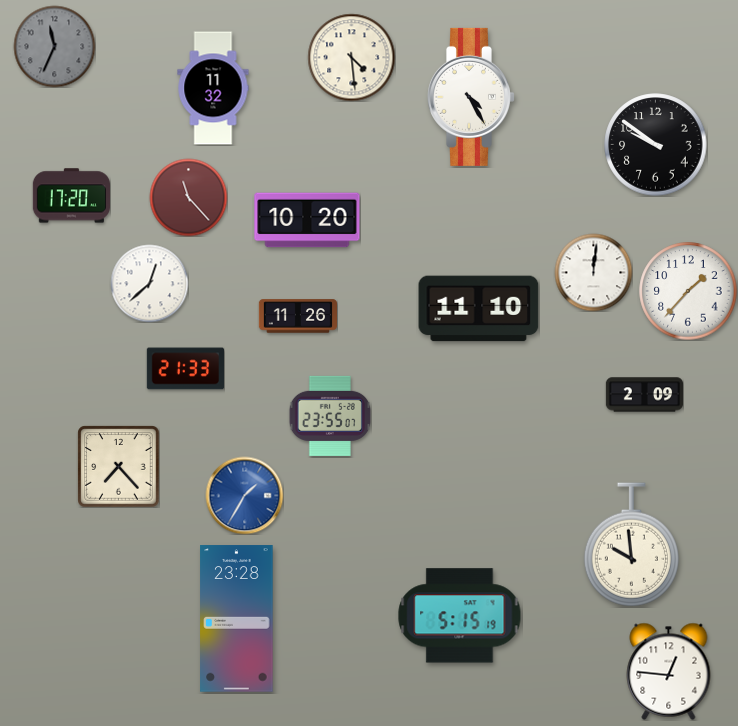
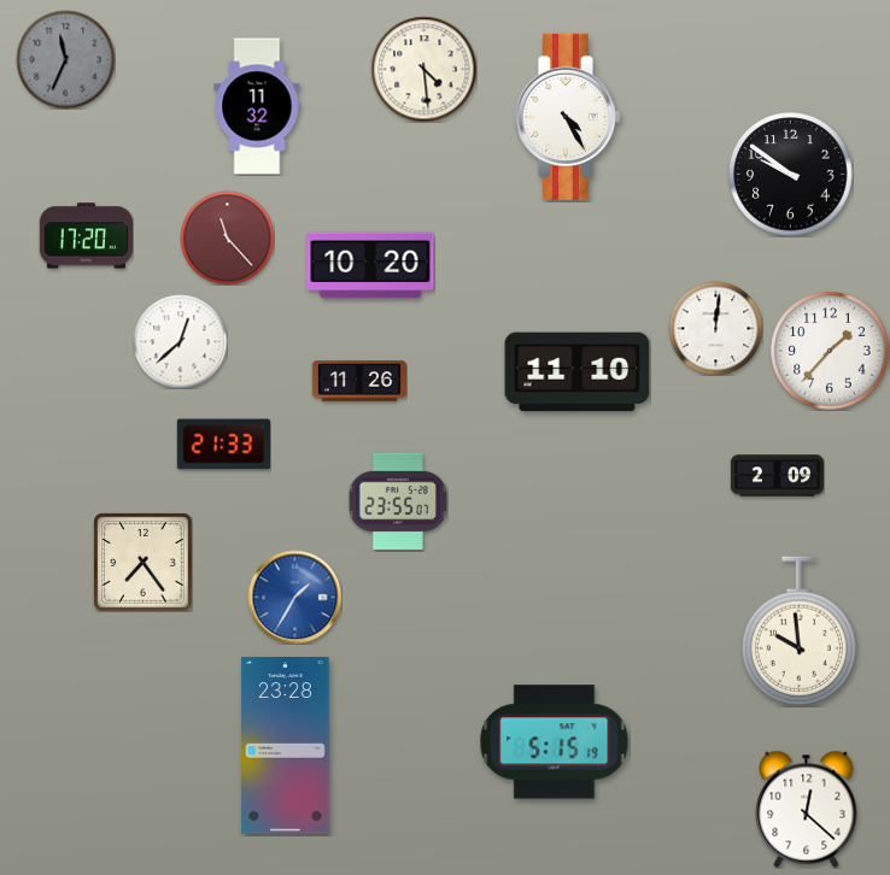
clock at (54, 46) position: (54, 46) -> (65, 59)
clock at (118, 466): 7:23 -> 7:24
clock at (631, 545) position: (631, 545) -> (798, 632)
clock at (669, 671): 12:46 -> 12:22
